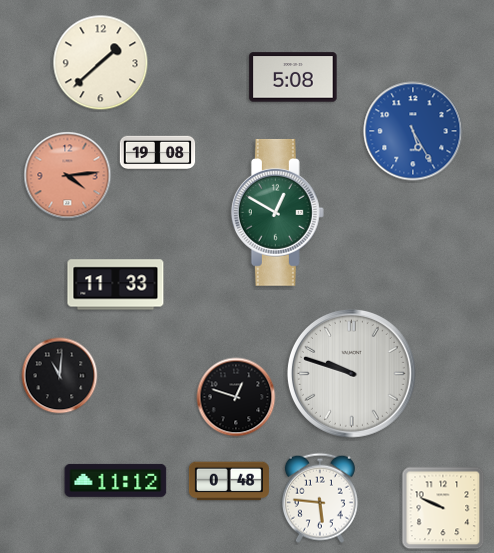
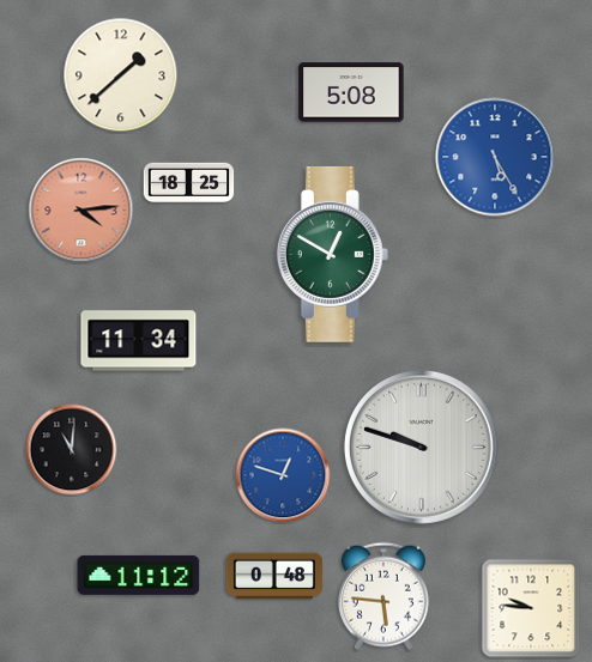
clock at (158, 153): 19:08 -> 18:25
clock at (116, 285): 11:33 -> 11:34
clock at (236, 397) dial: black -> blue
clock at (443, 508): 9:49 -> 9:46
